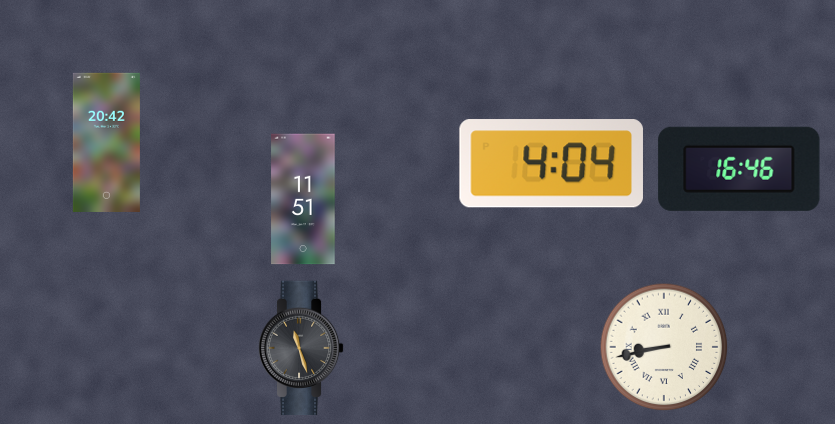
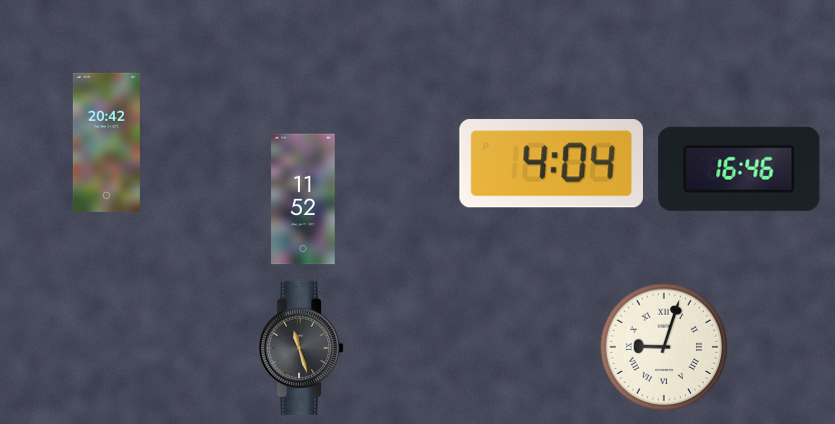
clock at (303, 199): 11:51 -> 11:52
clock at (664, 347): 8:43 -> 9:03
